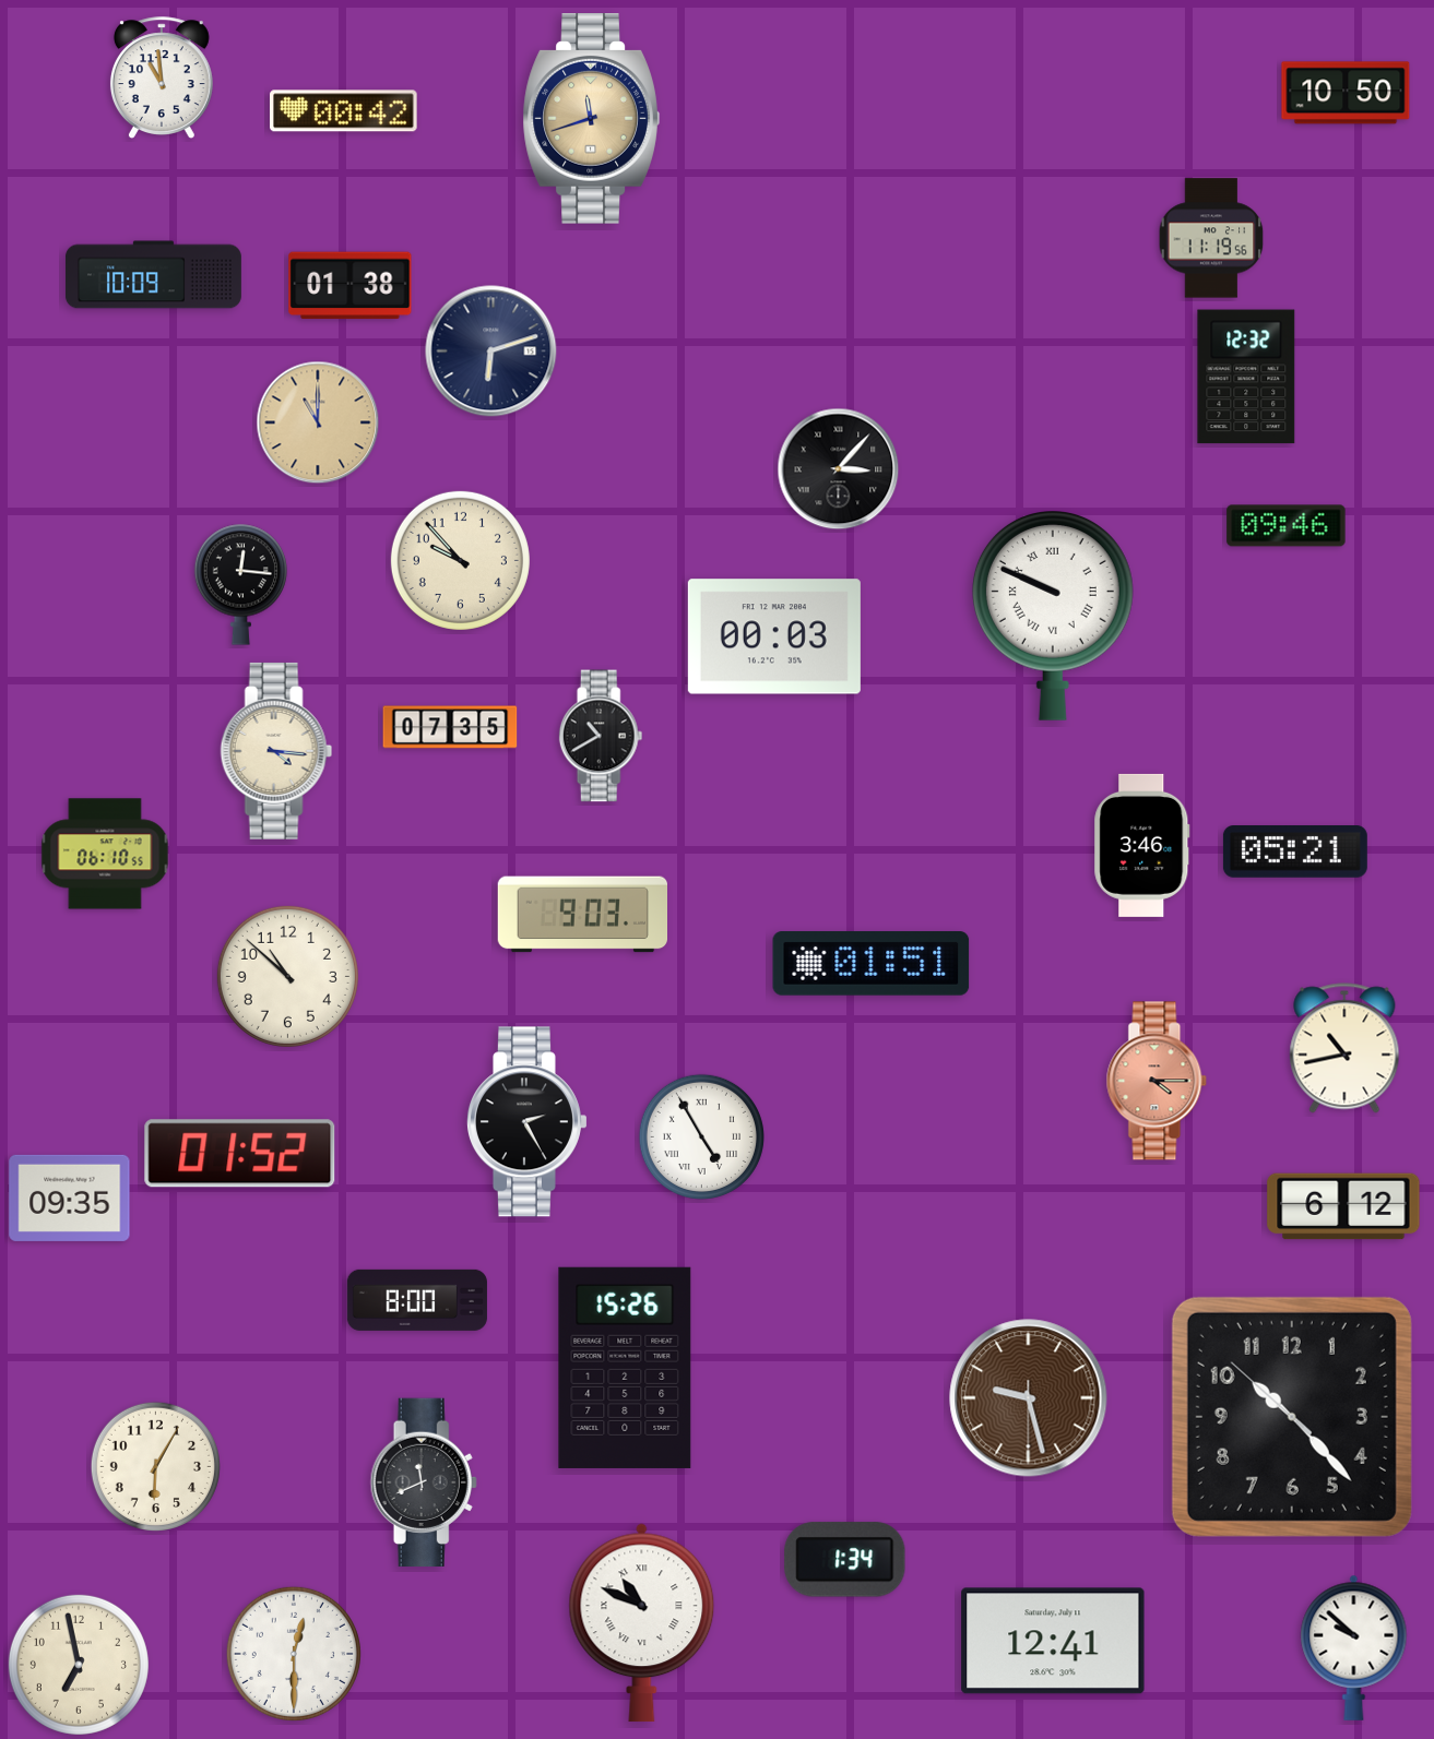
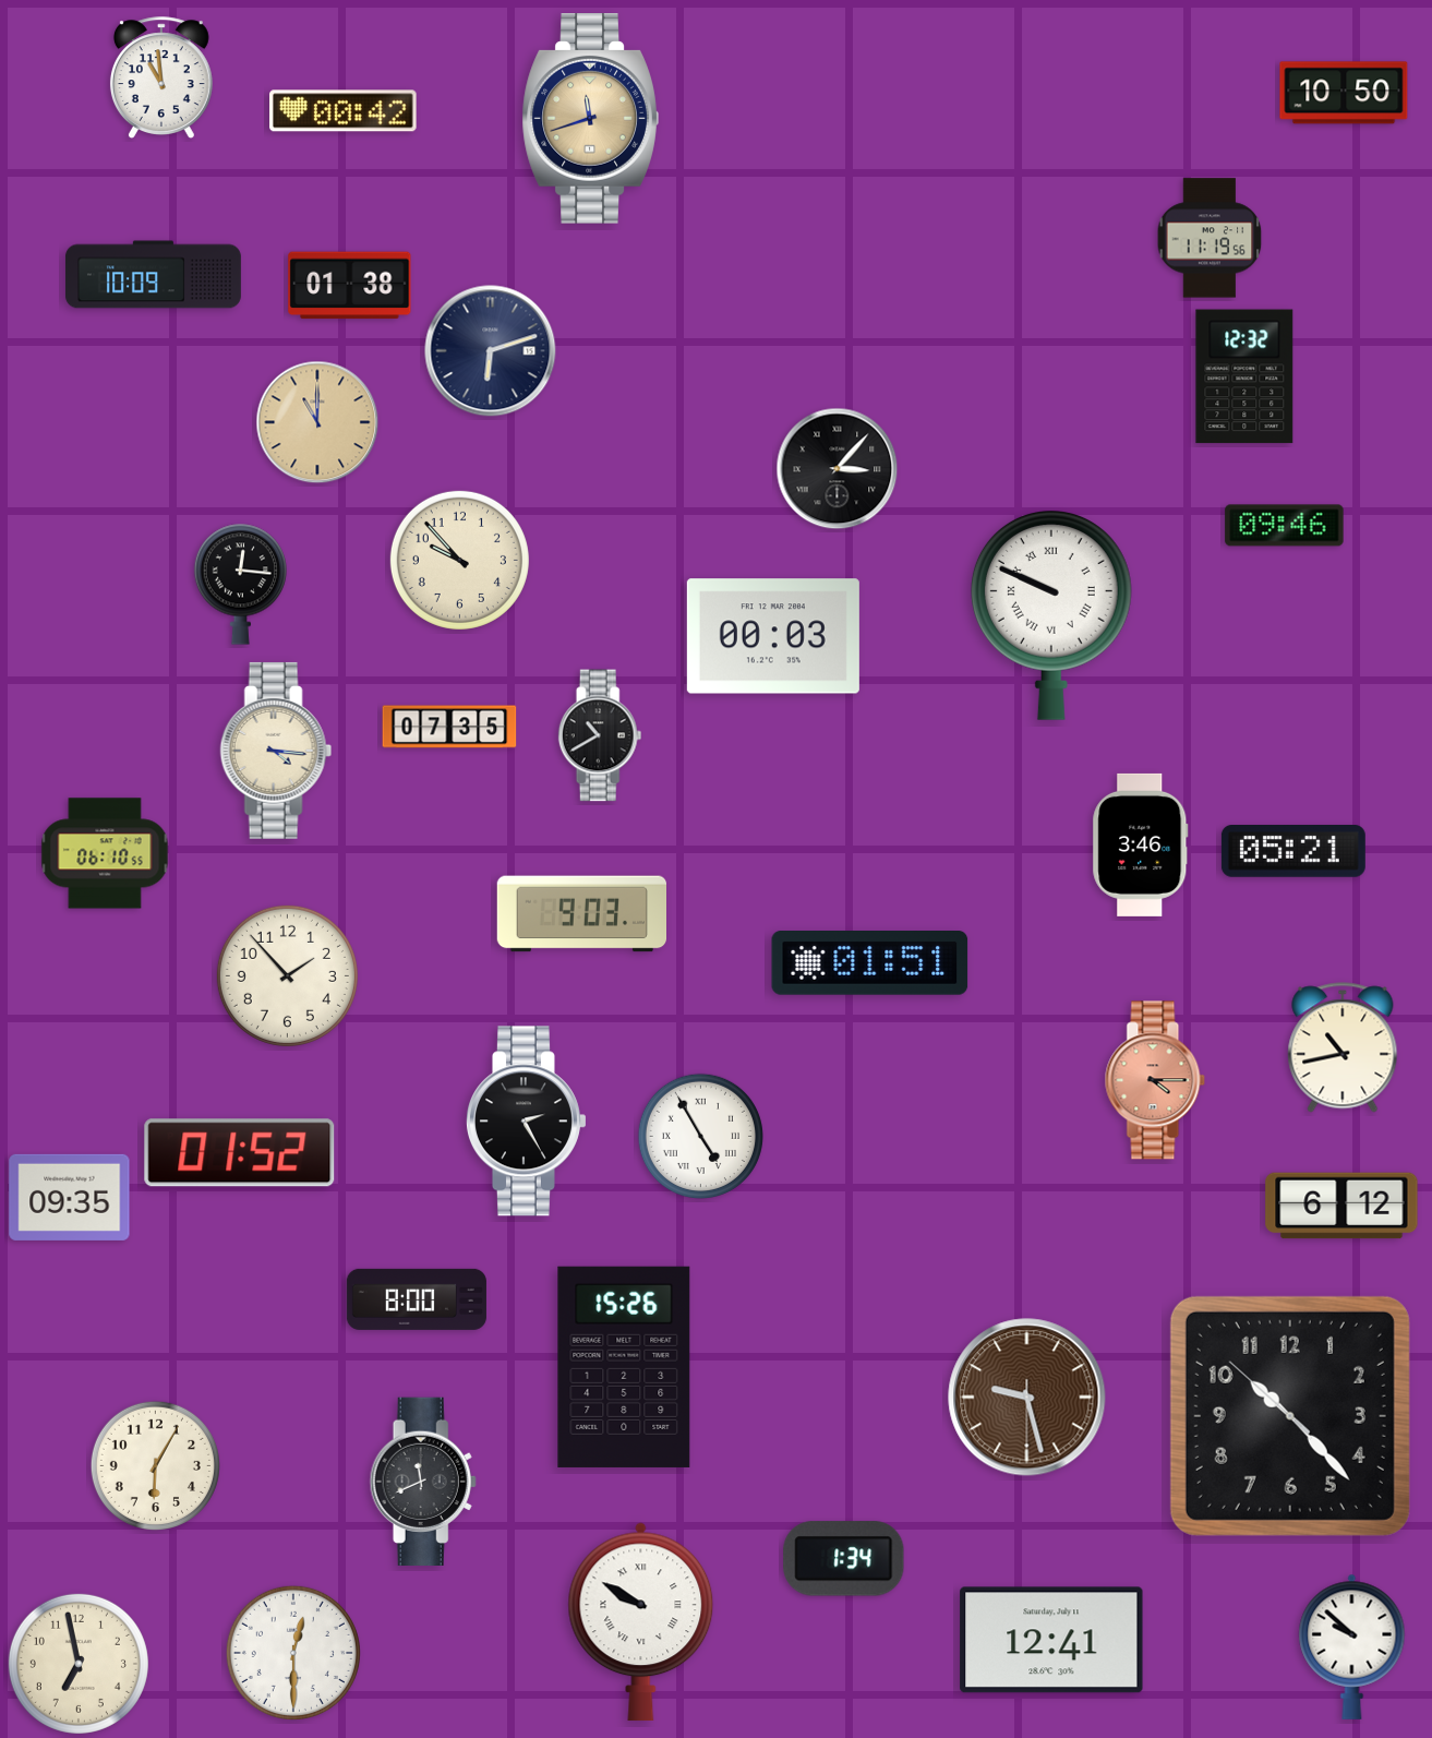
clock at (287, 976): 10:52 -> 1:53
clock at (642, 1623): 10:49 -> 9:50
